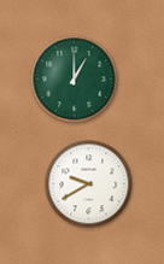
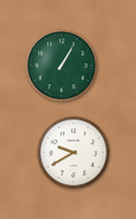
clock at (75, 80): 1:00 -> 1:05
